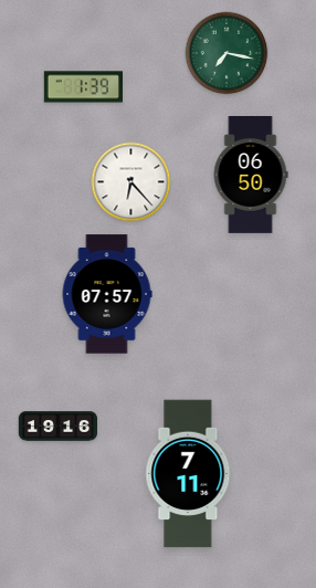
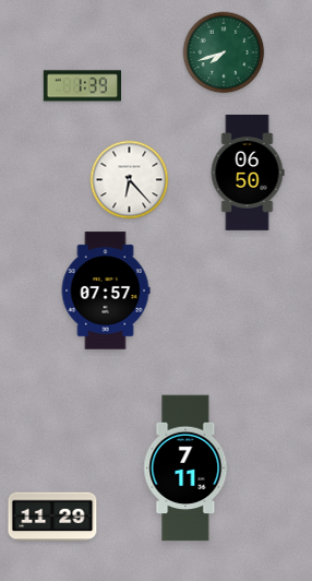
clock at (227, 53): 7:17 -> 7:42
clock at (59, 427): 19:16 -> none
clock at (52, 517): none -> 11:29
